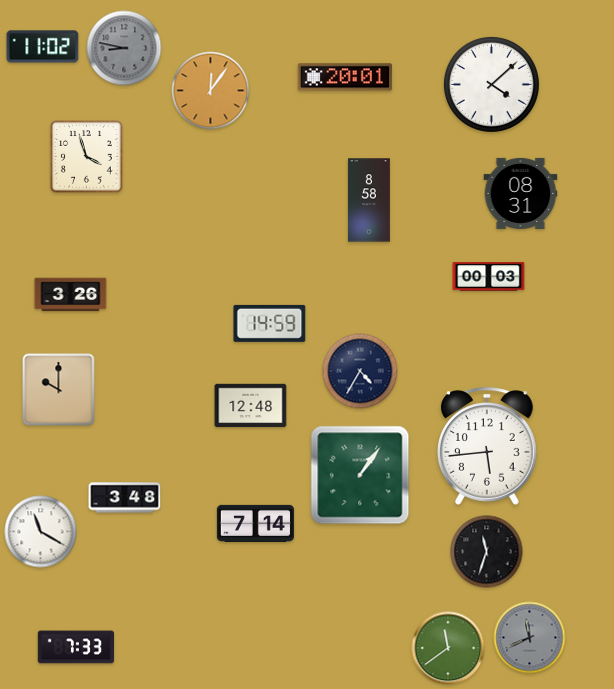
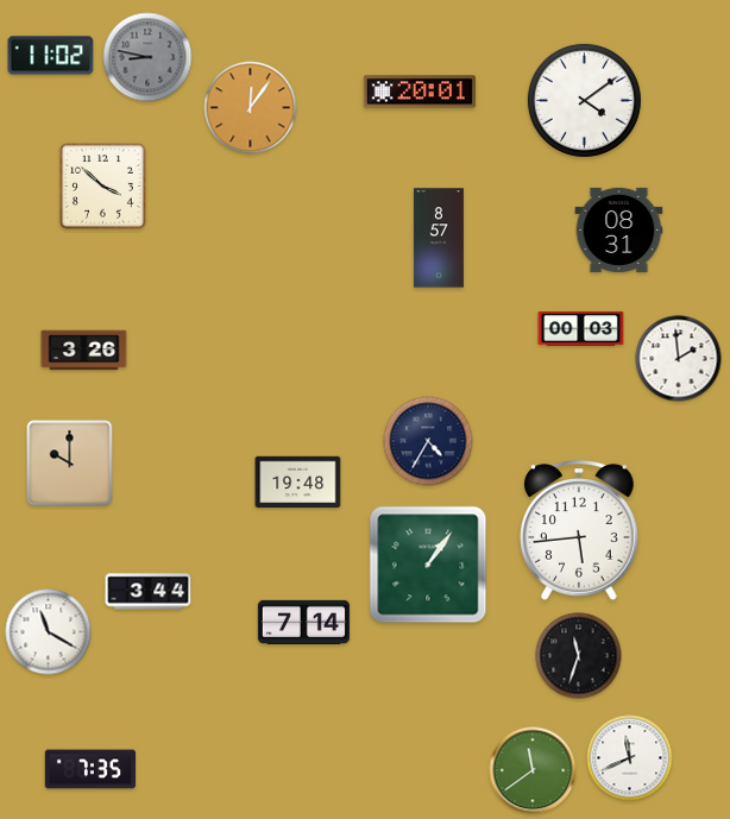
clock at (345, 77) position: (345, 77) -> (420, 92)
clock at (491, 84): 4:08 -> 4:09
clock at (87, 157): 3:57 -> 3:52
clock at (369, 200): 8:58 -> 8:57
clock at (679, 359): none -> 1:59
clock at (270, 323): 14:59 -> none
clock at (251, 406): 12:48 -> 19:48
clock at (125, 498): 3:48 -> 3:44
clock at (530, 638) dial: grey -> white
clock at (76, 647): 7:33 -> 7:35
